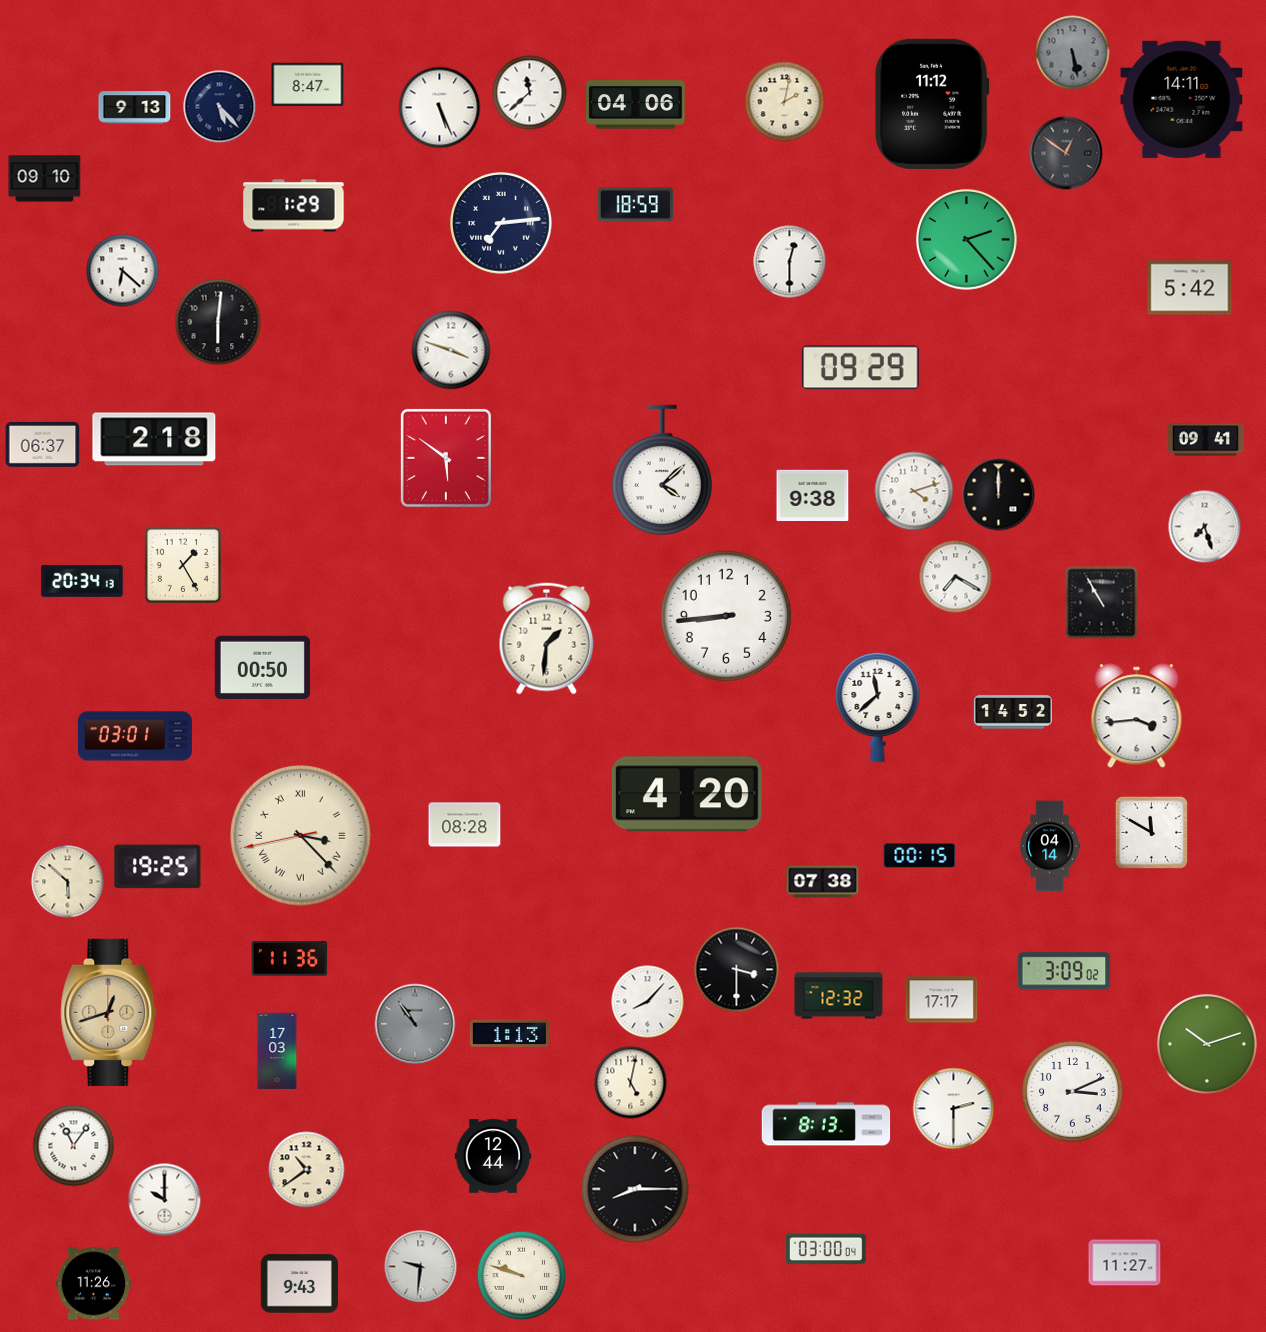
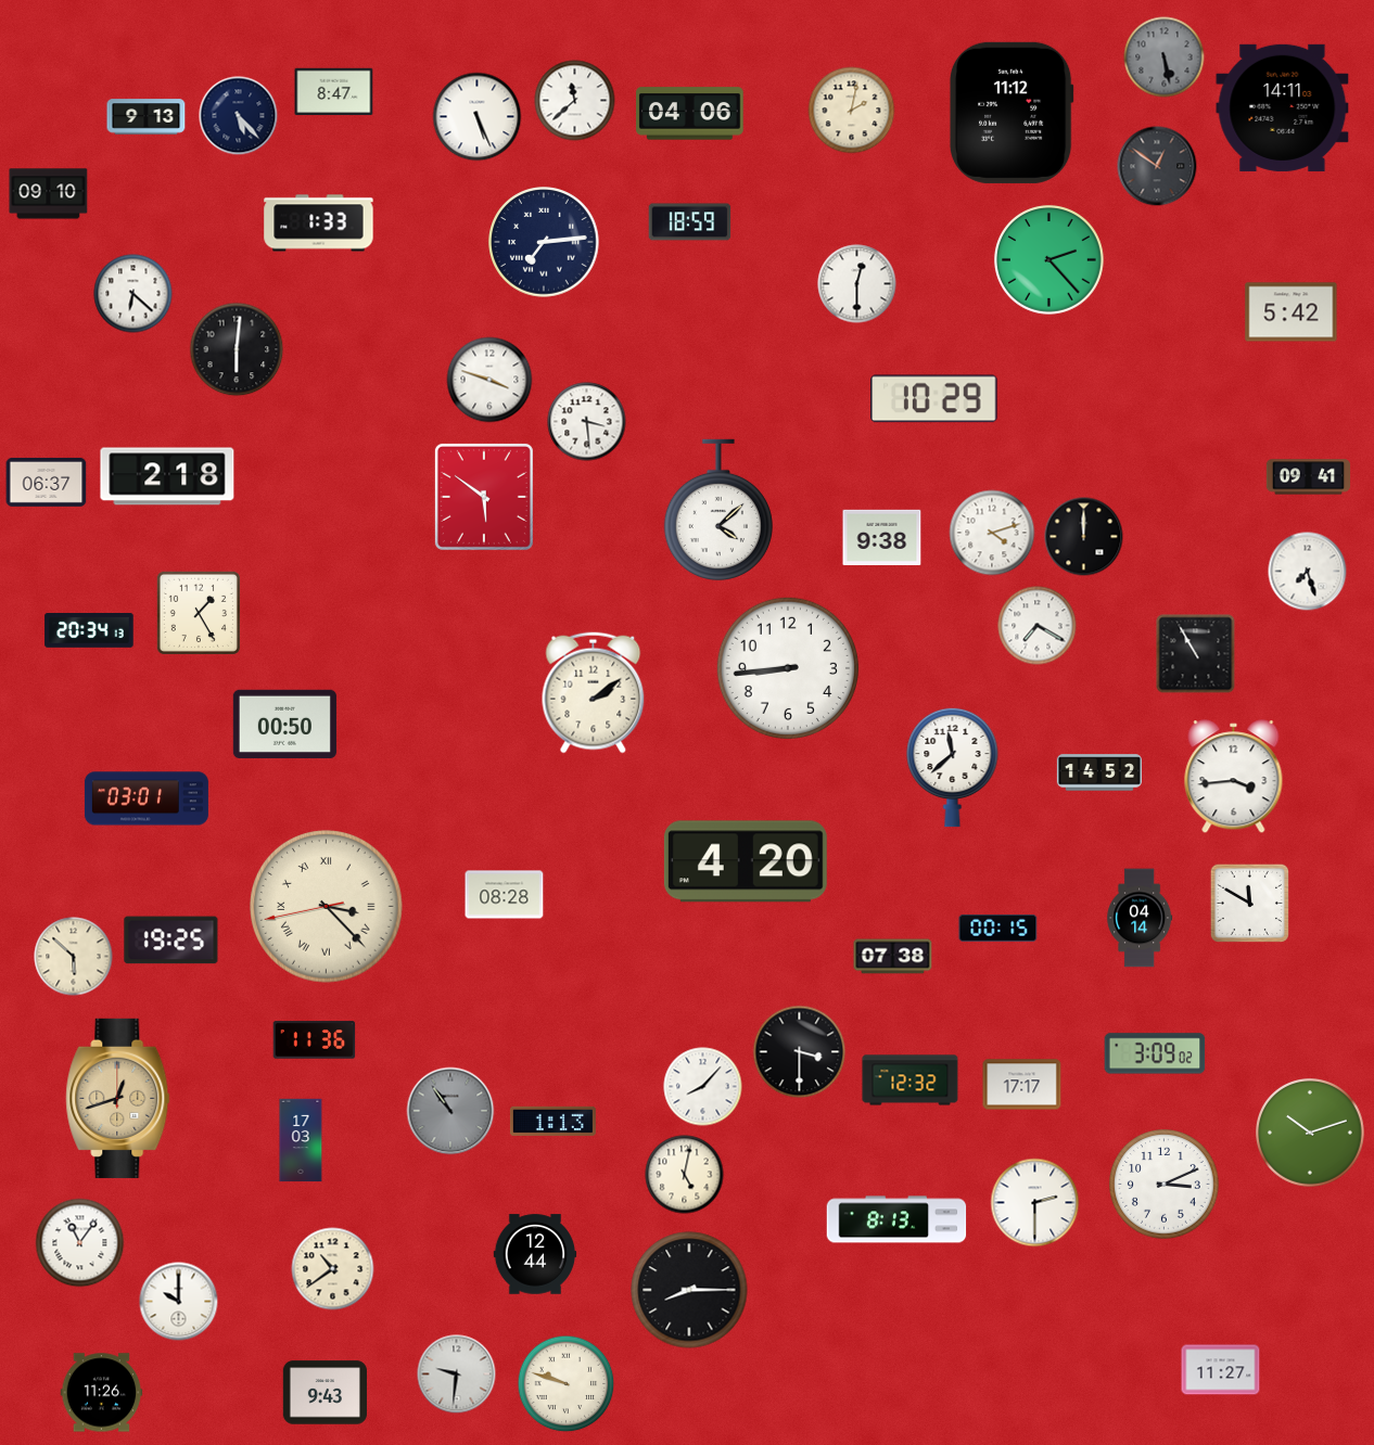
clock at (294, 206): 1:29 -> 1:33
clock at (861, 368): 09:29 -> 10:29
clock at (587, 422): none -> 3:29
clock at (547, 639): 1:31 -> 2:09
clock at (826, 1249): 03:00 -> none
